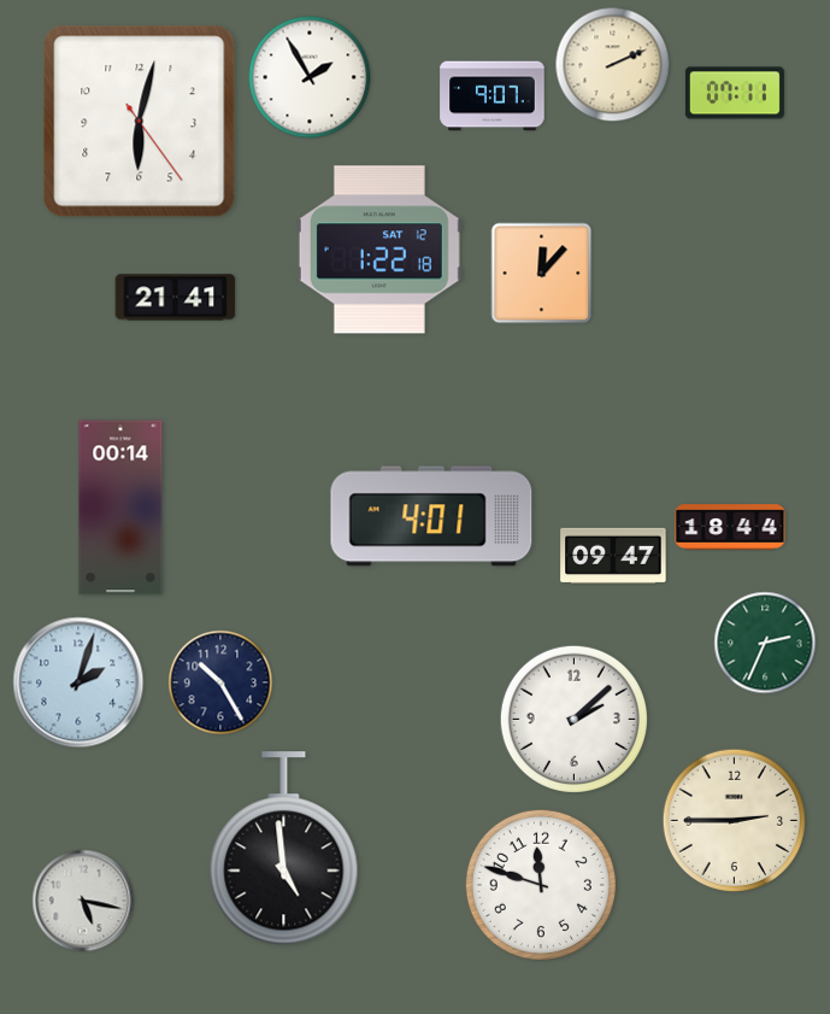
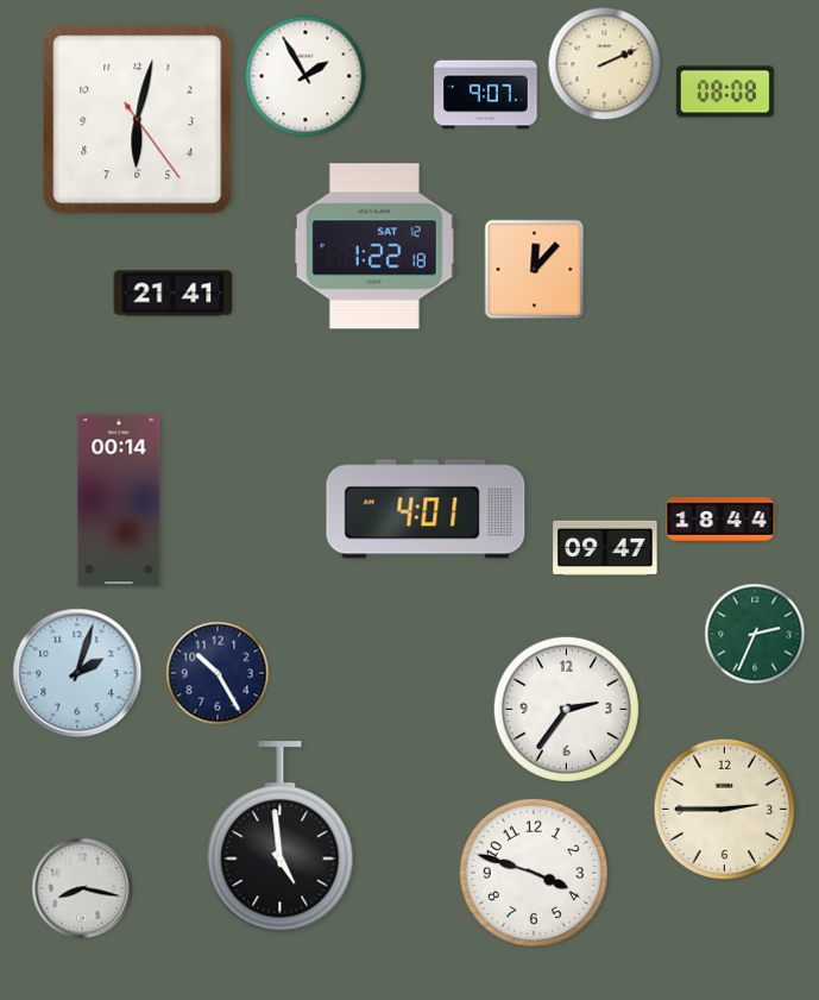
clock at (735, 93): 07:11 -> 08:08
clock at (573, 719): 2:08 -> 2:36
clock at (541, 885): 11:48 -> 3:48
clock at (83, 901): 5:17 -> 8:17
